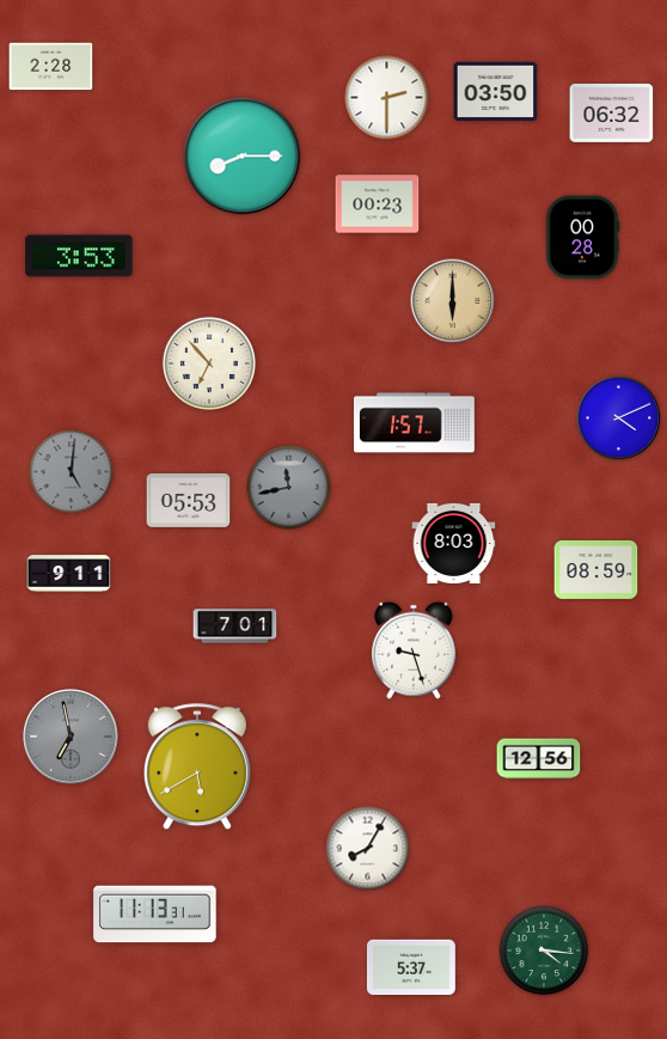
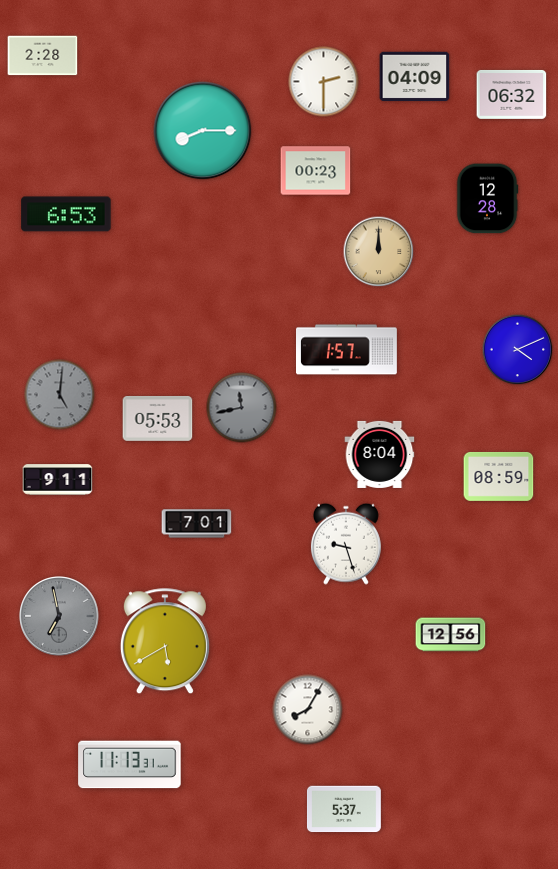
clock at (496, 92): 03:50 -> 04:09
clock at (582, 238): 00:28 -> 12:28
clock at (79, 256): 3:53 -> 6:53
clock at (453, 301): 6:00 -> 12:00
clock at (208, 362): 6:53 -> none
clock at (415, 423) position: (415, 423) -> (347, 350)
clock at (454, 543): 8:03 -> 8:04
clock at (544, 951): 4:16 -> none
